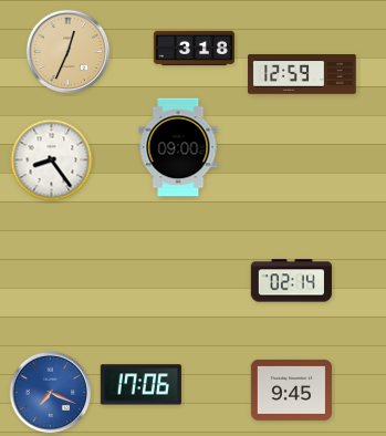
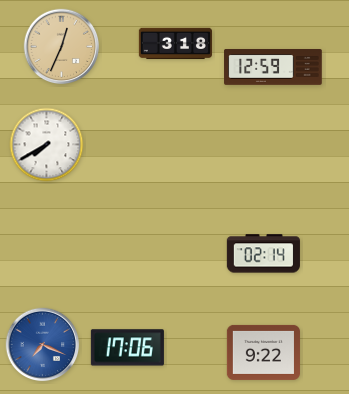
clock at (178, 147): 09:00 -> none
clock at (52, 160): 8:24 -> 7:40
clock at (291, 390): 9:45 -> 9:22
clock at (51, 393) position: (51, 393) -> (43, 345)
